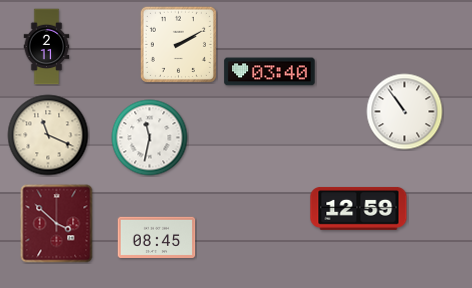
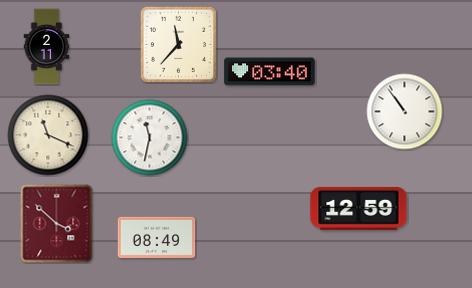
clock at (178, 44): 2:10 -> 11:37
clock at (157, 237): 08:45 -> 08:49
